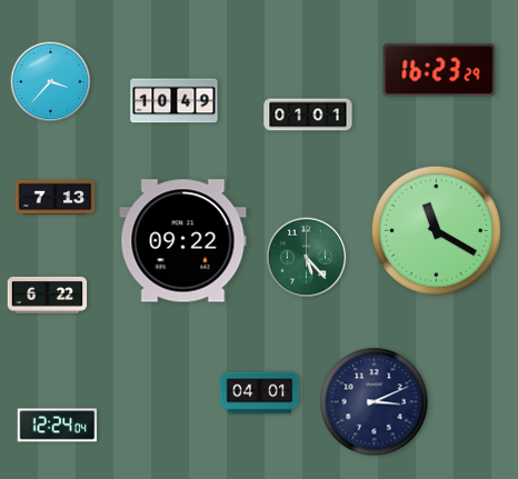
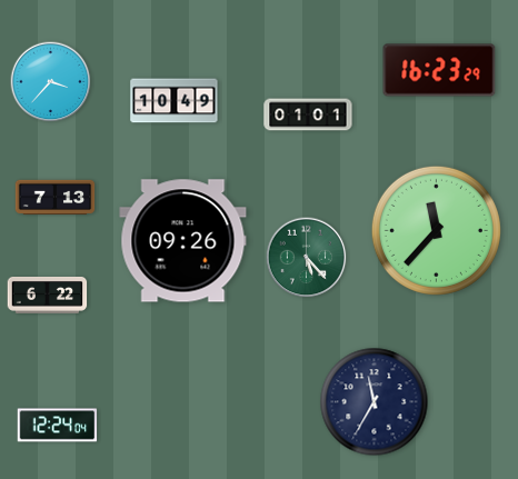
clock at (436, 230): 11:20 -> 11:37
clock at (183, 241): 09:22 -> 09:26
clock at (260, 393): 04:01 -> none
clock at (375, 402): 3:11 -> 11:35
